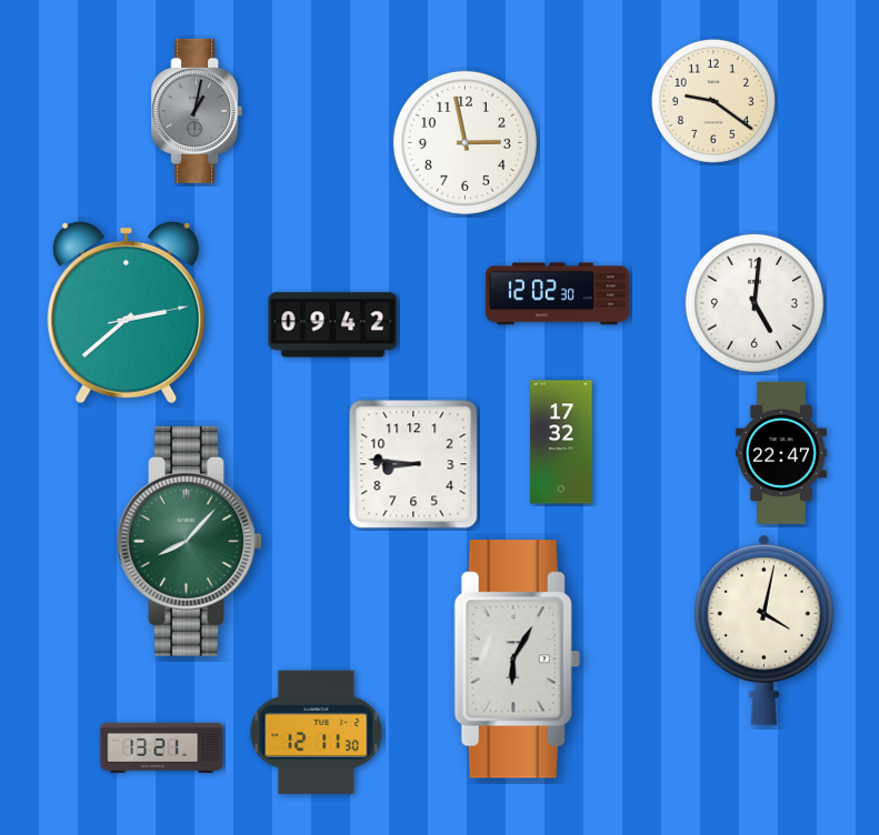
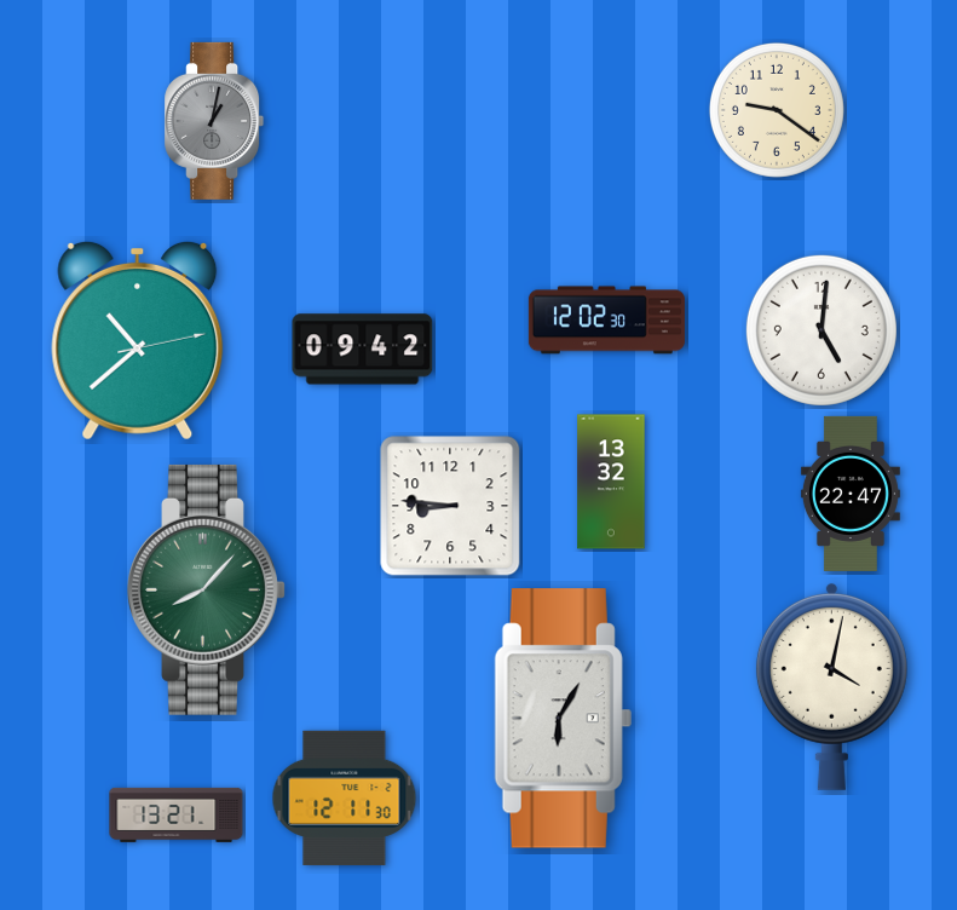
clock at (465, 142): 2:58 -> none
clock at (127, 312): 2:38 -> 10:38
clock at (333, 325) position: (333, 325) -> (363, 350)
clock at (561, 442): 17:32 -> 13:32
